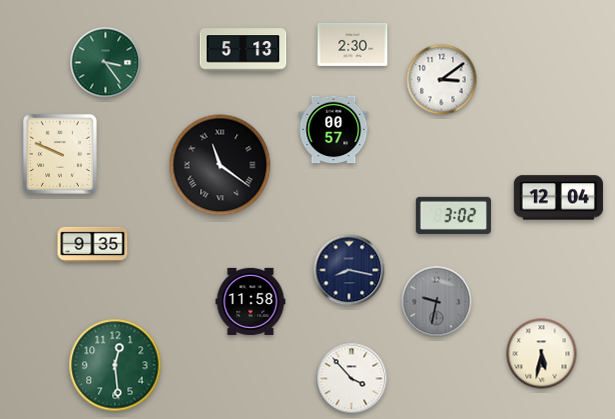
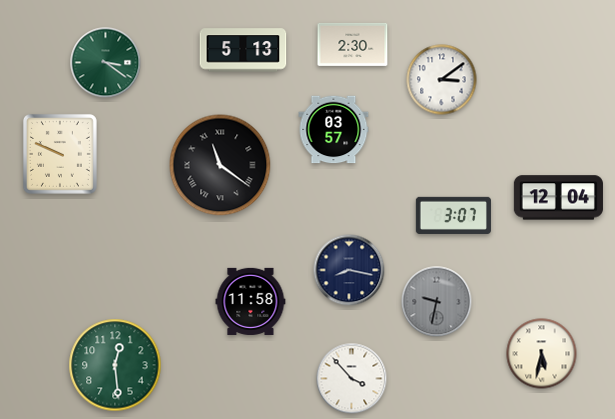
clock at (106, 63): 3:24 -> 3:21
clock at (334, 130): 00:57 -> 03:57
clock at (453, 215): 3:02 -> 3:07
clock at (93, 244): 9:35 -> none
